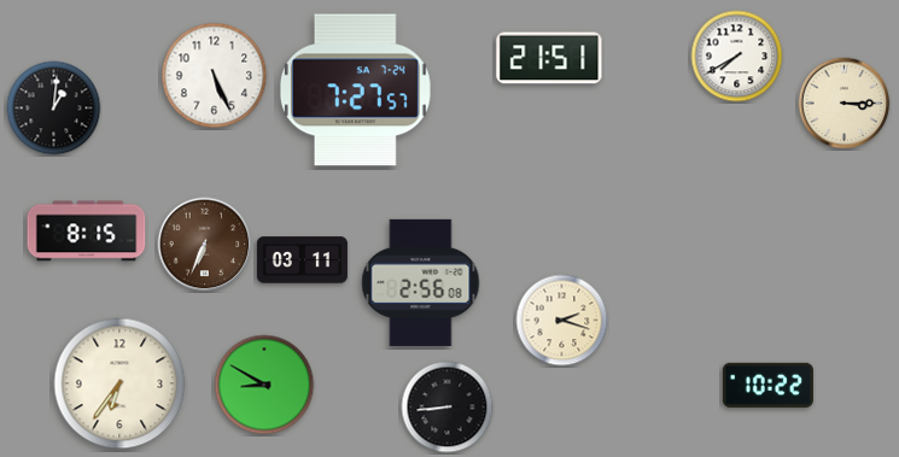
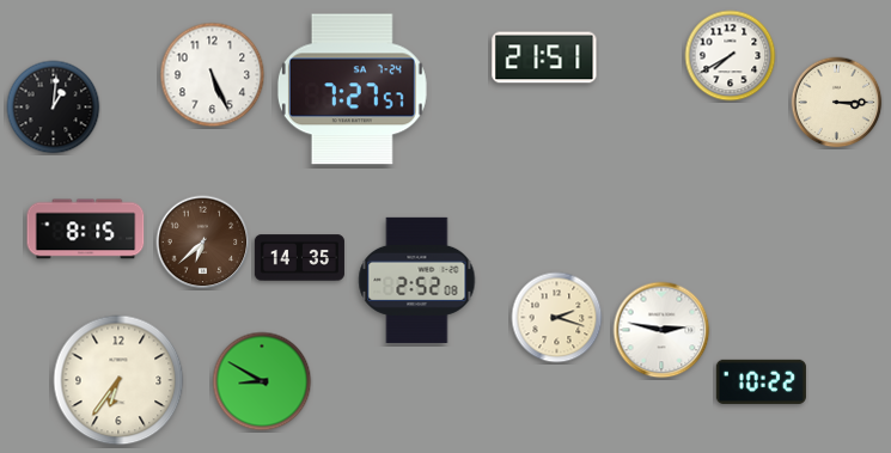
clock at (205, 245): 6:34 -> 6:38
clock at (302, 260): 03:11 -> 14:35
clock at (421, 282): 2:56 -> 2:52
clock at (661, 330): none -> 2:47
clock at (448, 408): 8:44 -> none
